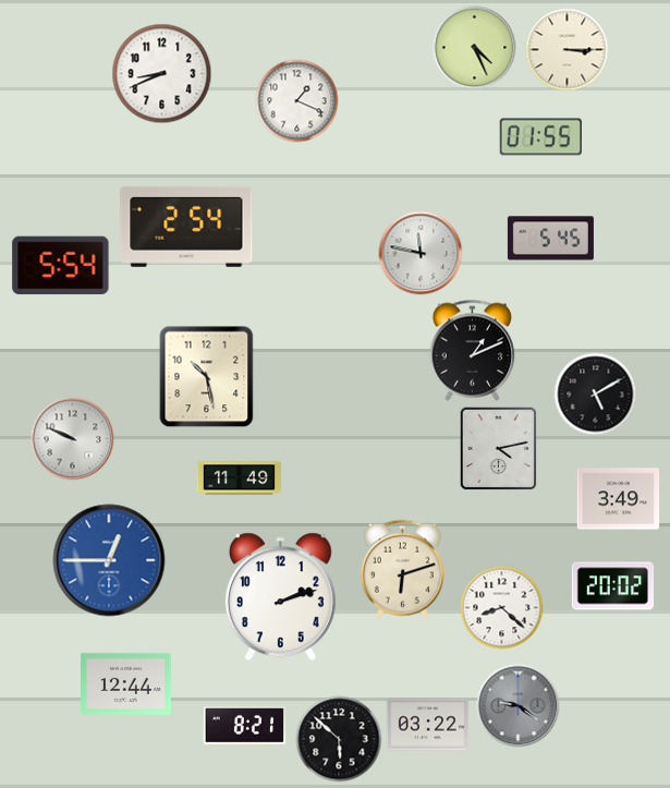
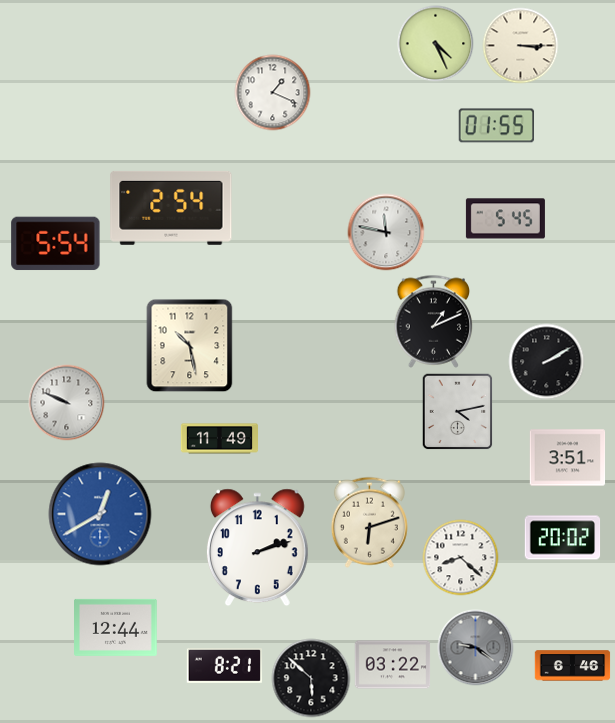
clock at (162, 74): 8:41 -> none
clock at (596, 395): 5:10 -> 2:10
clock at (619, 499): 3:49 -> 3:51
clock at (109, 560): 12:45 -> 12:40
clock at (573, 666): none -> 6:46
